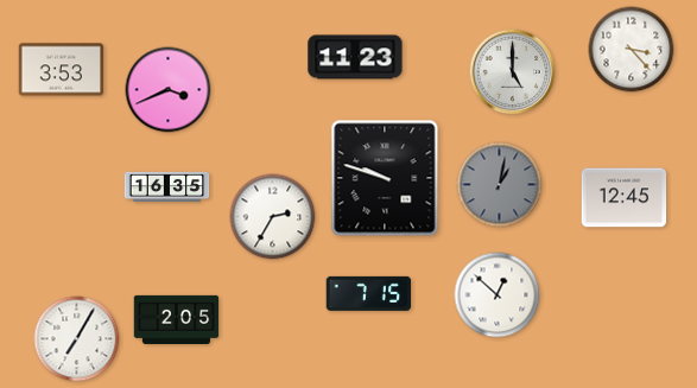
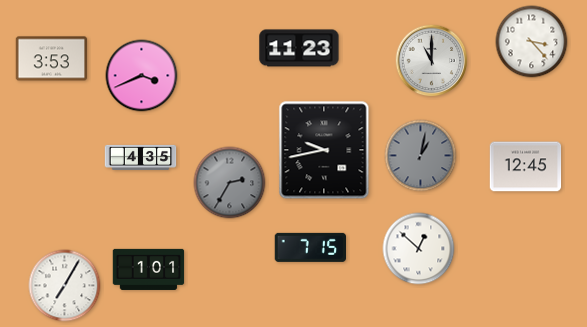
clock at (513, 72): 5:00 -> 11:00
clock at (385, 178): 9:48 -> 9:43
clock at (167, 186): 16:35 -> 4:35
clock at (273, 217) dial: white -> grey
clock at (177, 319): 2:05 -> 1:01
